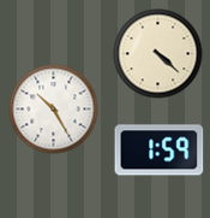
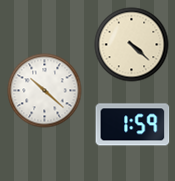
clock at (54, 110): 10:25 -> 10:22
